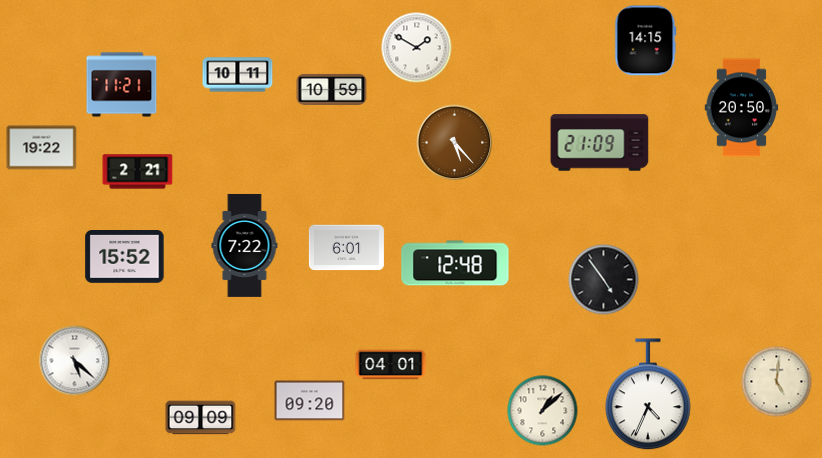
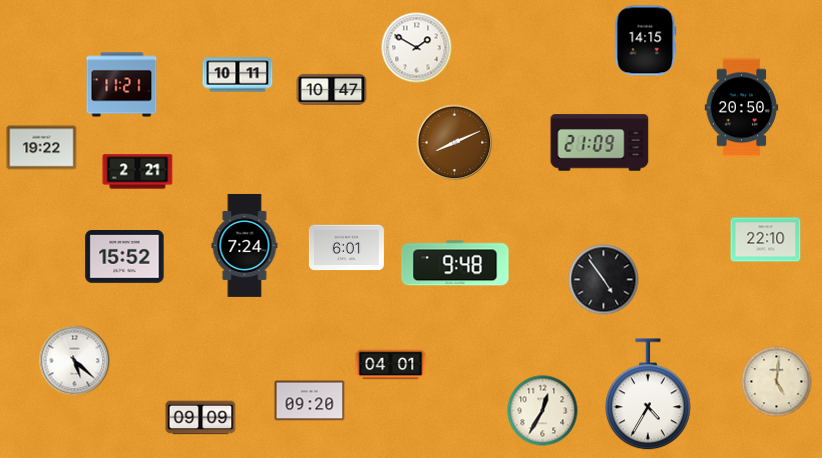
clock at (332, 89): 10:59 -> 10:47
clock at (455, 143): 5:23 -> 8:11
clock at (766, 240): none -> 22:10
clock at (245, 245): 7:22 -> 7:24
clock at (455, 263): 12:48 -> 9:48
clock at (649, 395): 4:34 -> 4:35
clock at (543, 411): 1:08 -> 12:35
